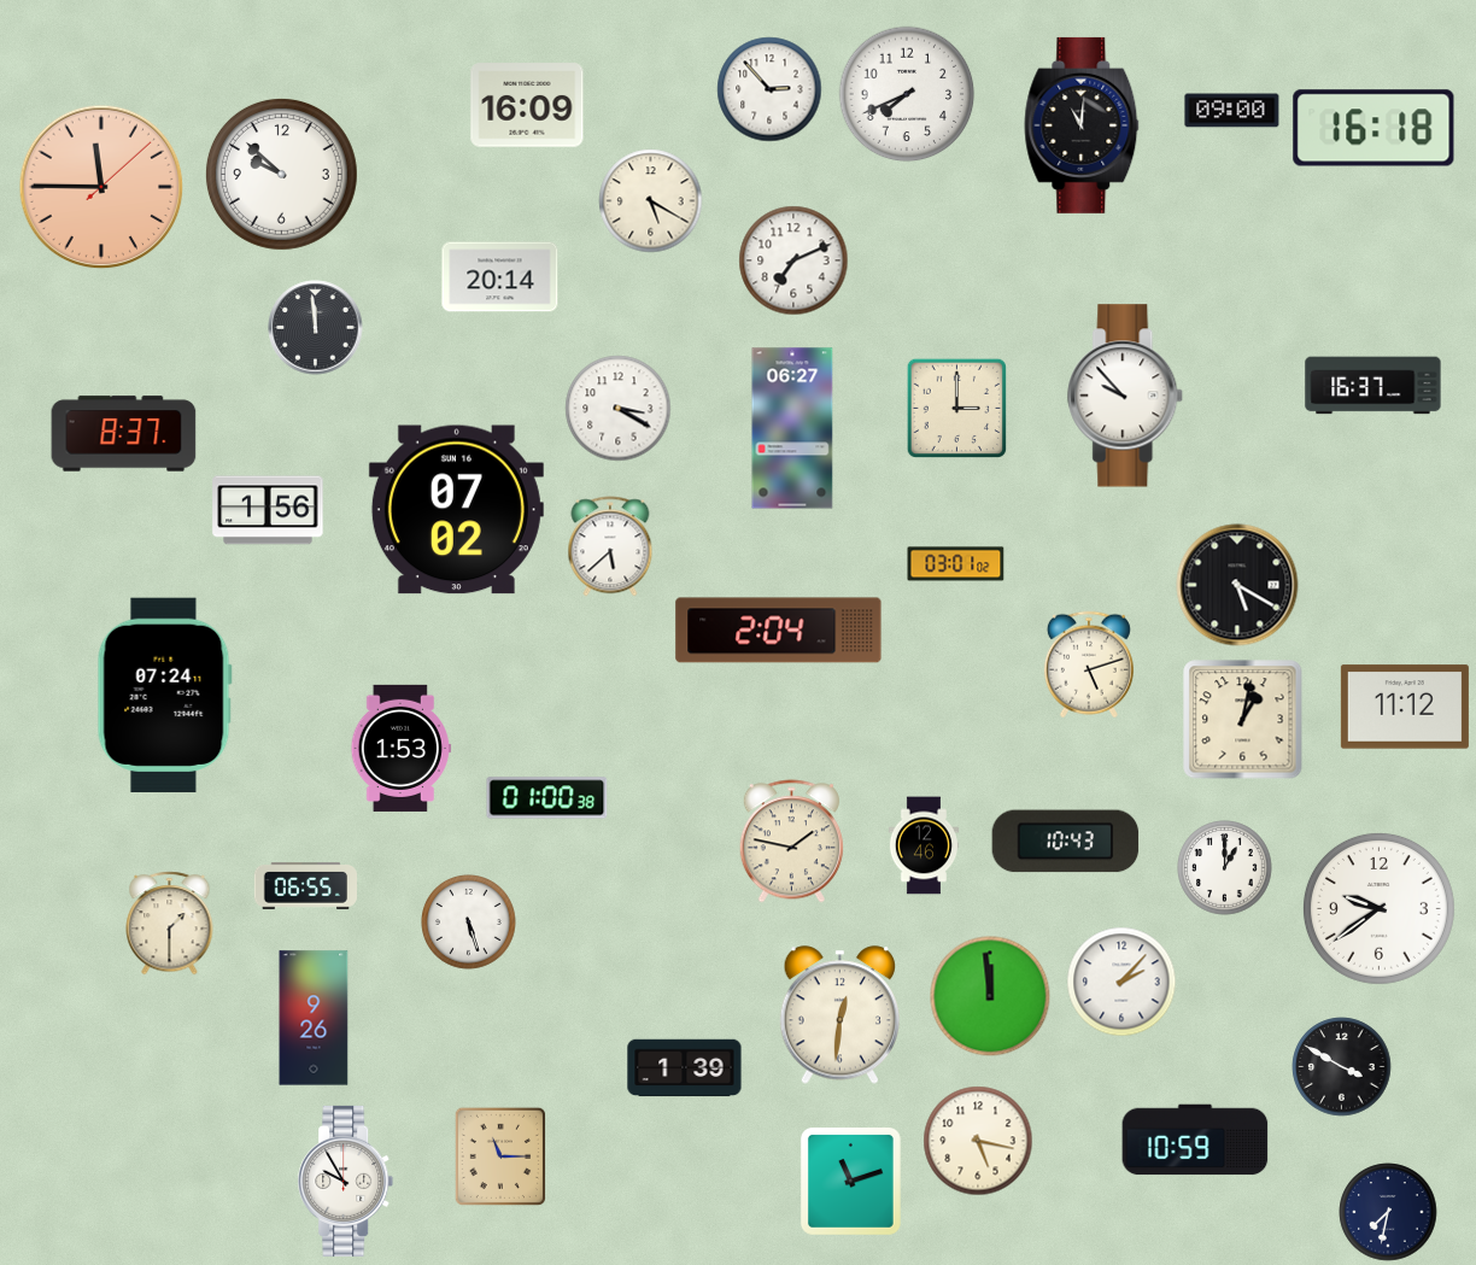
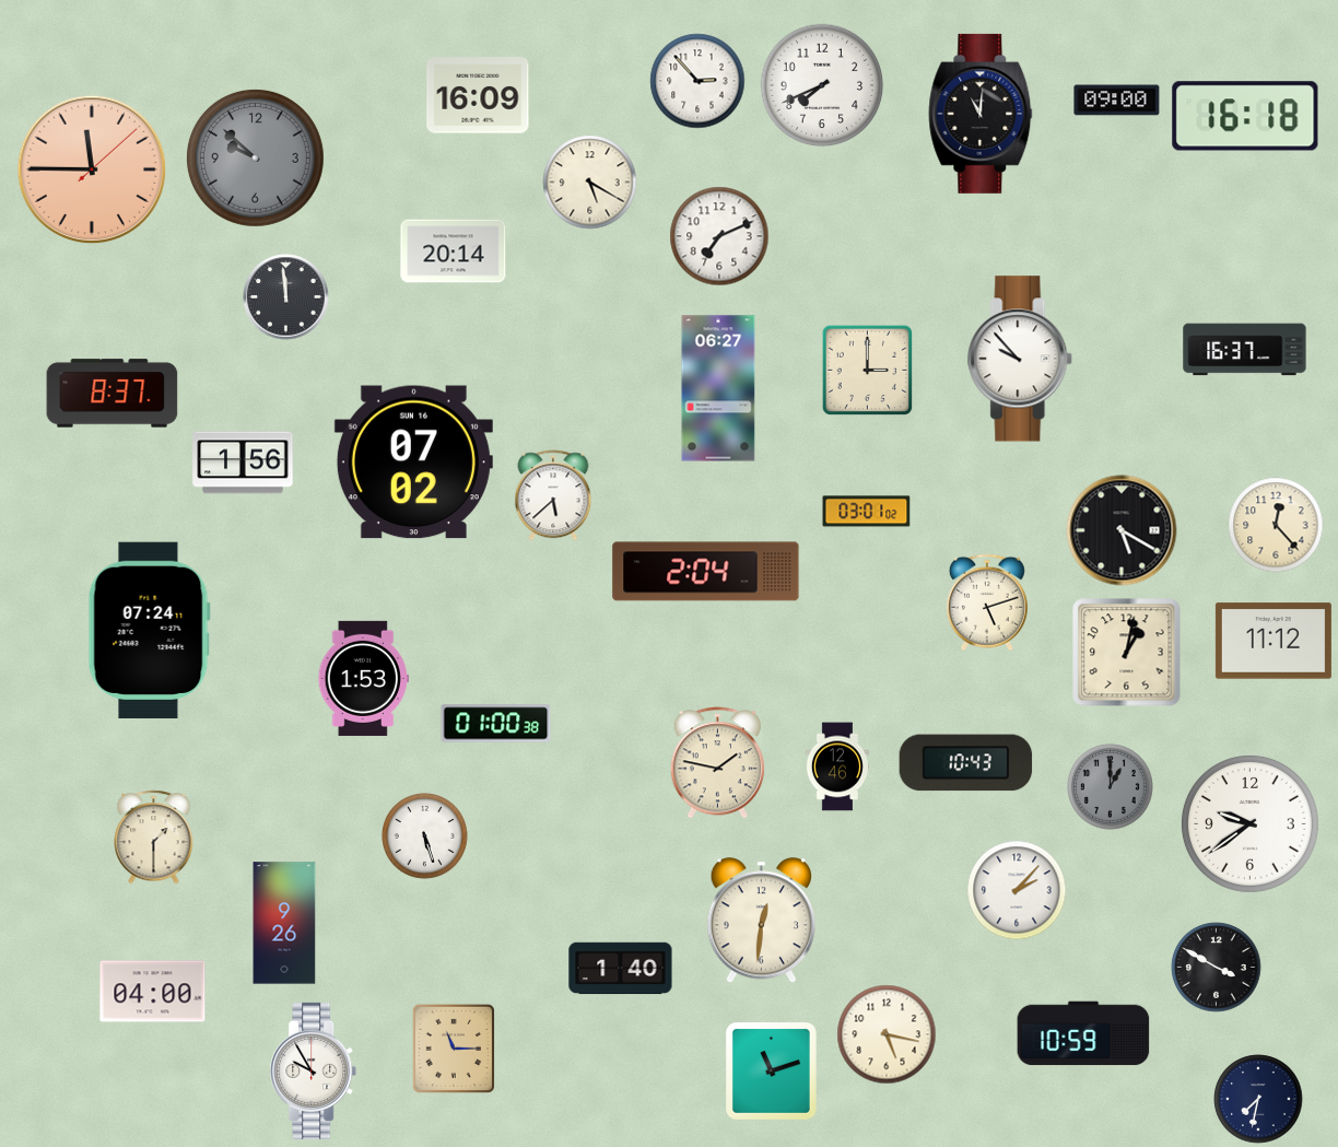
clock at (281, 174) dial: white -> grey
clock at (619, 409): 3:20 -> none
clock at (1276, 525): none -> 12:23
clock at (1225, 868) dial: white -> grey
clock at (305, 886): 06:55 -> none
clock at (990, 996): 11:59 -> none
clock at (685, 1068): 1:39 -> 1:40
clock at (153, 992): none -> 04:00
